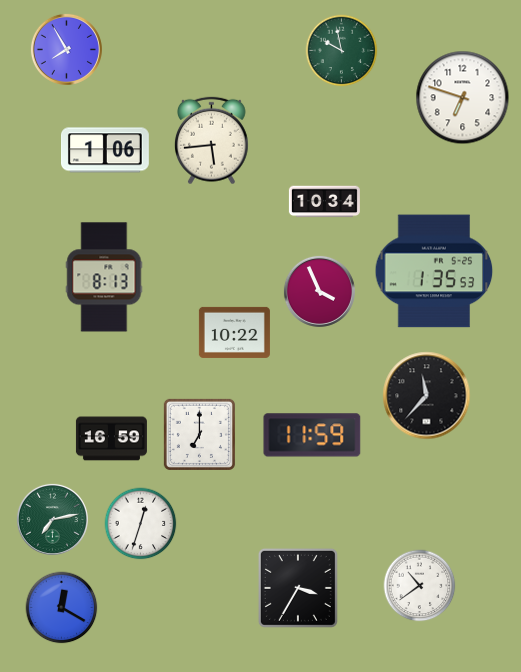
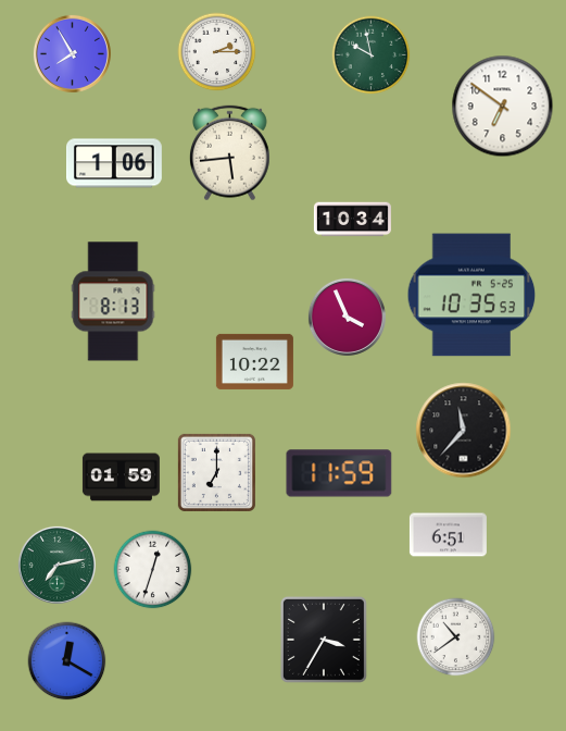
clock at (217, 52): none -> 2:15
clock at (463, 98): 6:48 -> 6:51
clock at (434, 271): 1:35 -> 10:35
clock at (111, 439): 16:59 -> 01:59
clock at (448, 535): none -> 6:51
